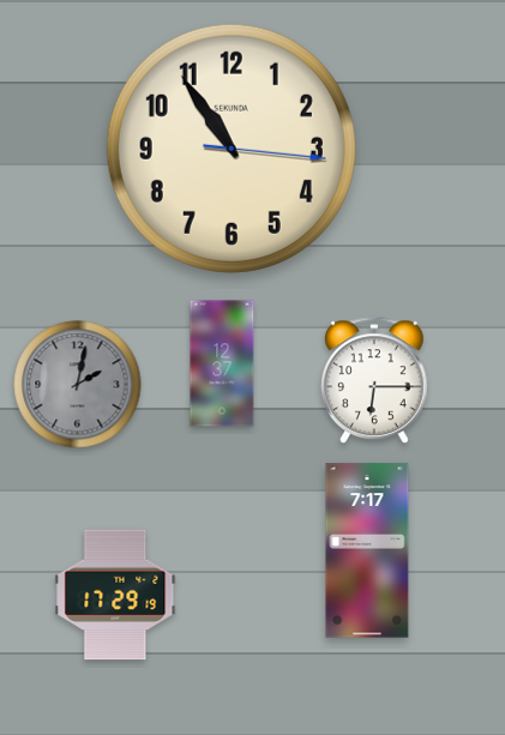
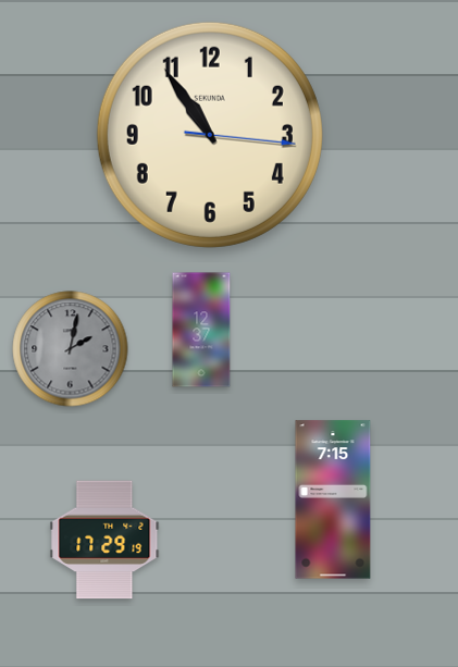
clock at (375, 381): 6:15 -> none
clock at (367, 550): 7:17 -> 7:15
